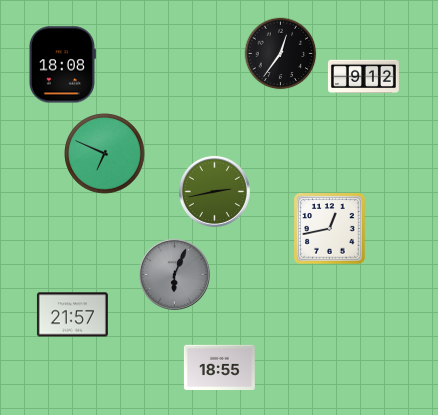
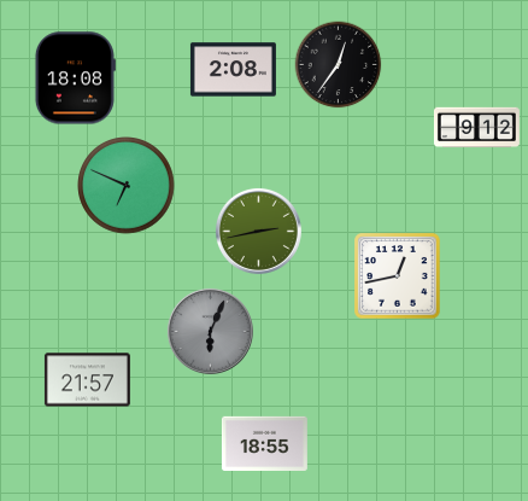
clock at (233, 70): none -> 2:08
clock at (363, 77) position: (363, 77) -> (476, 128)
